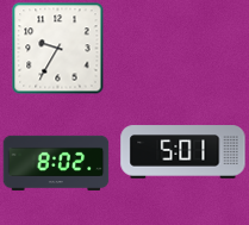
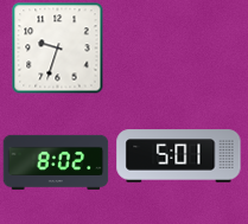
clock at (58, 49): 9:35 -> 9:33
clock at (183, 152) position: (183, 152) -> (179, 156)
